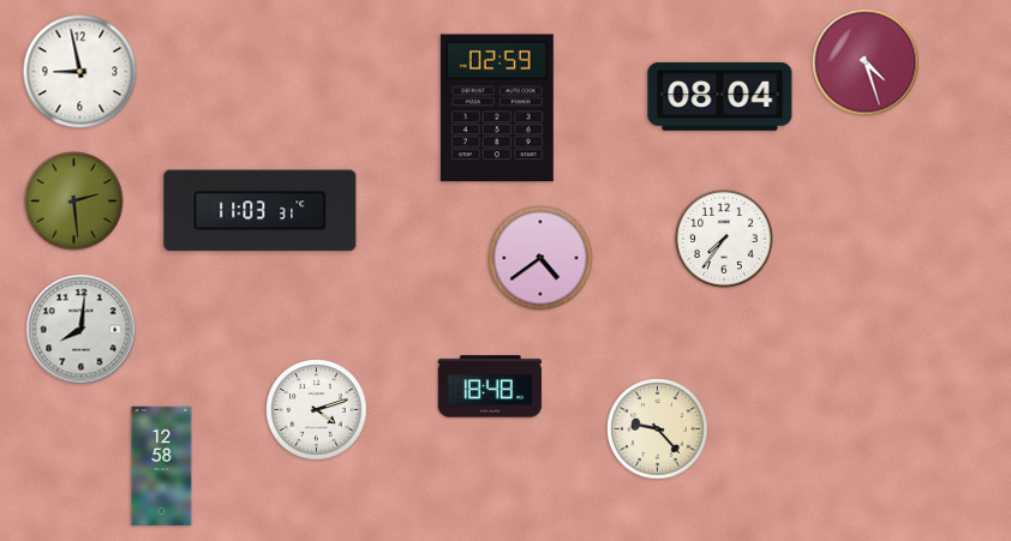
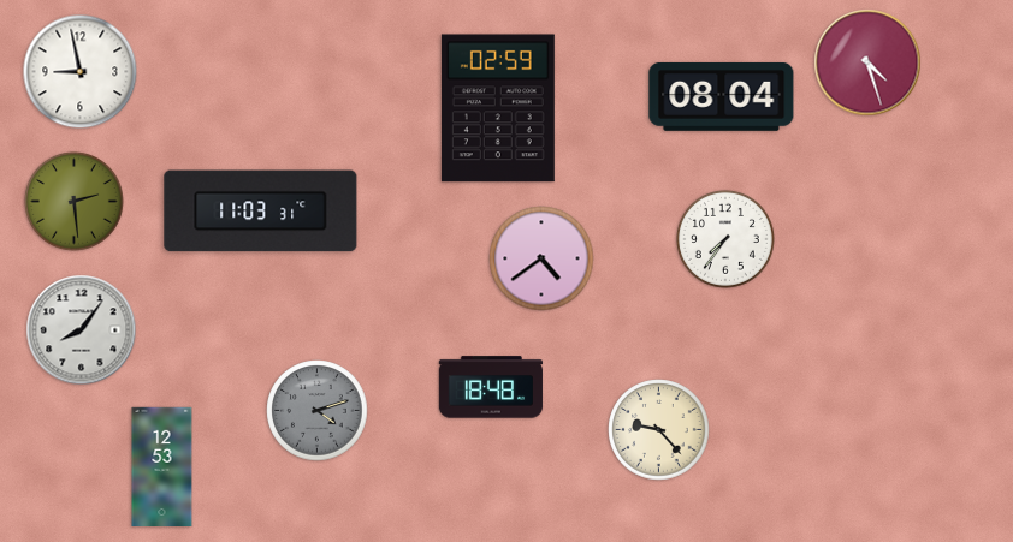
clock at (82, 330): 8:01 -> 8:06
clock at (317, 410) dial: white -> grey
clock at (162, 465): 12:58 -> 12:53
